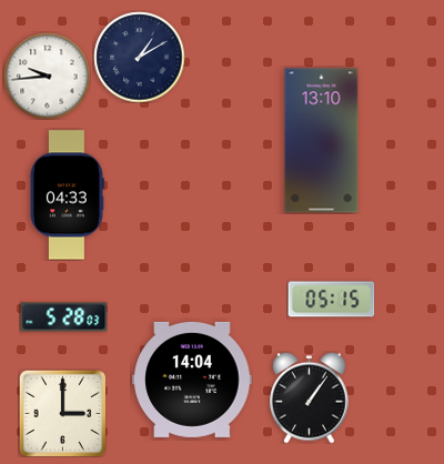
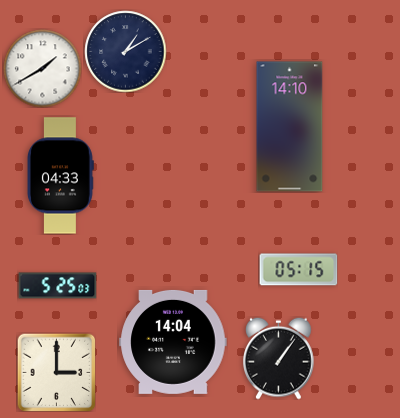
clock at (47, 75): 9:44 -> 1:40
clock at (322, 141): 13:10 -> 14:10
clock at (63, 317): 5:28 -> 5:25
